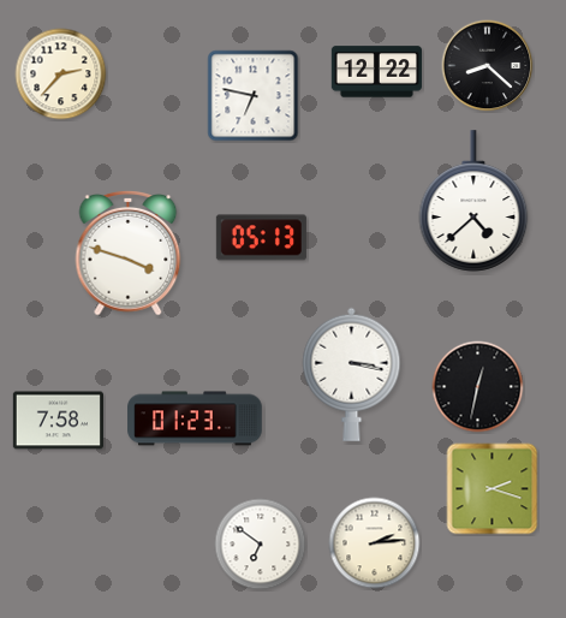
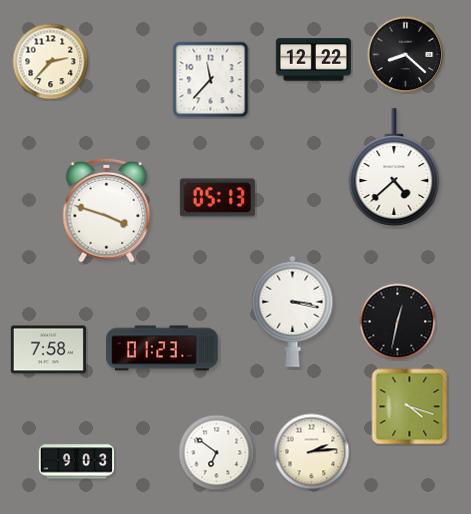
clock at (254, 96): 6:47 -> 11:37
clock at (493, 489): 2:18 -> 4:18
clock at (76, 462): none -> 9:03
